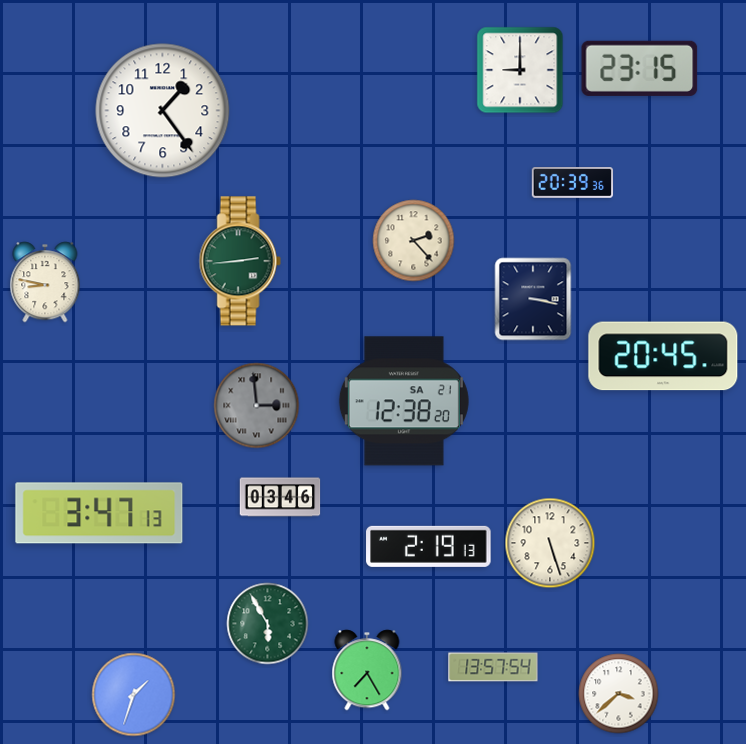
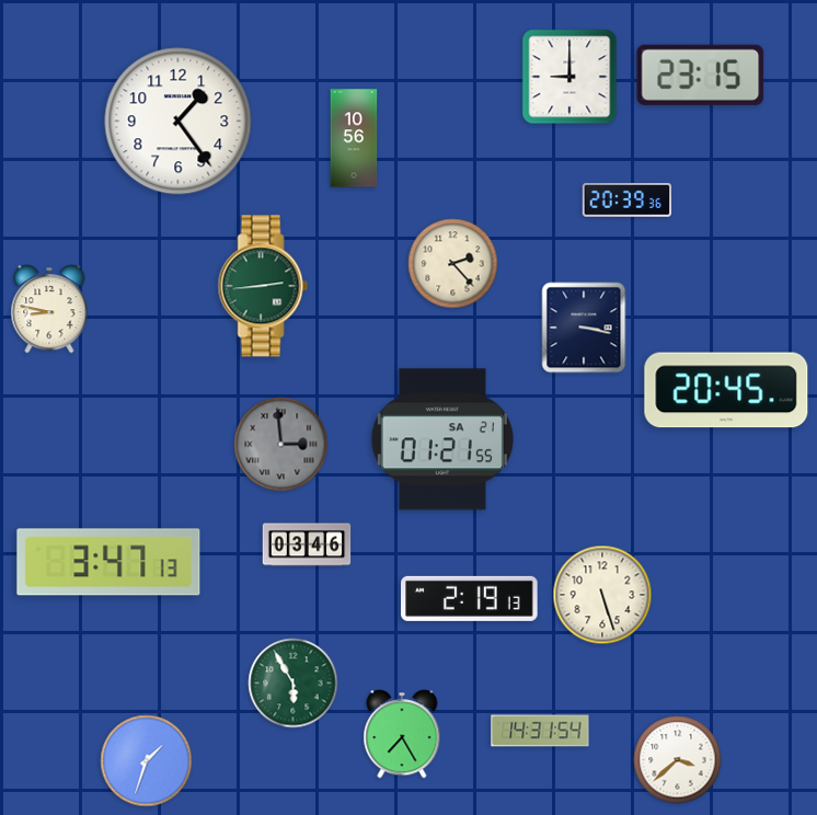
clock at (354, 138): none -> 10:56
clock at (404, 401): 12:38 -> 01:21
clock at (493, 667): 13:57 -> 14:31
